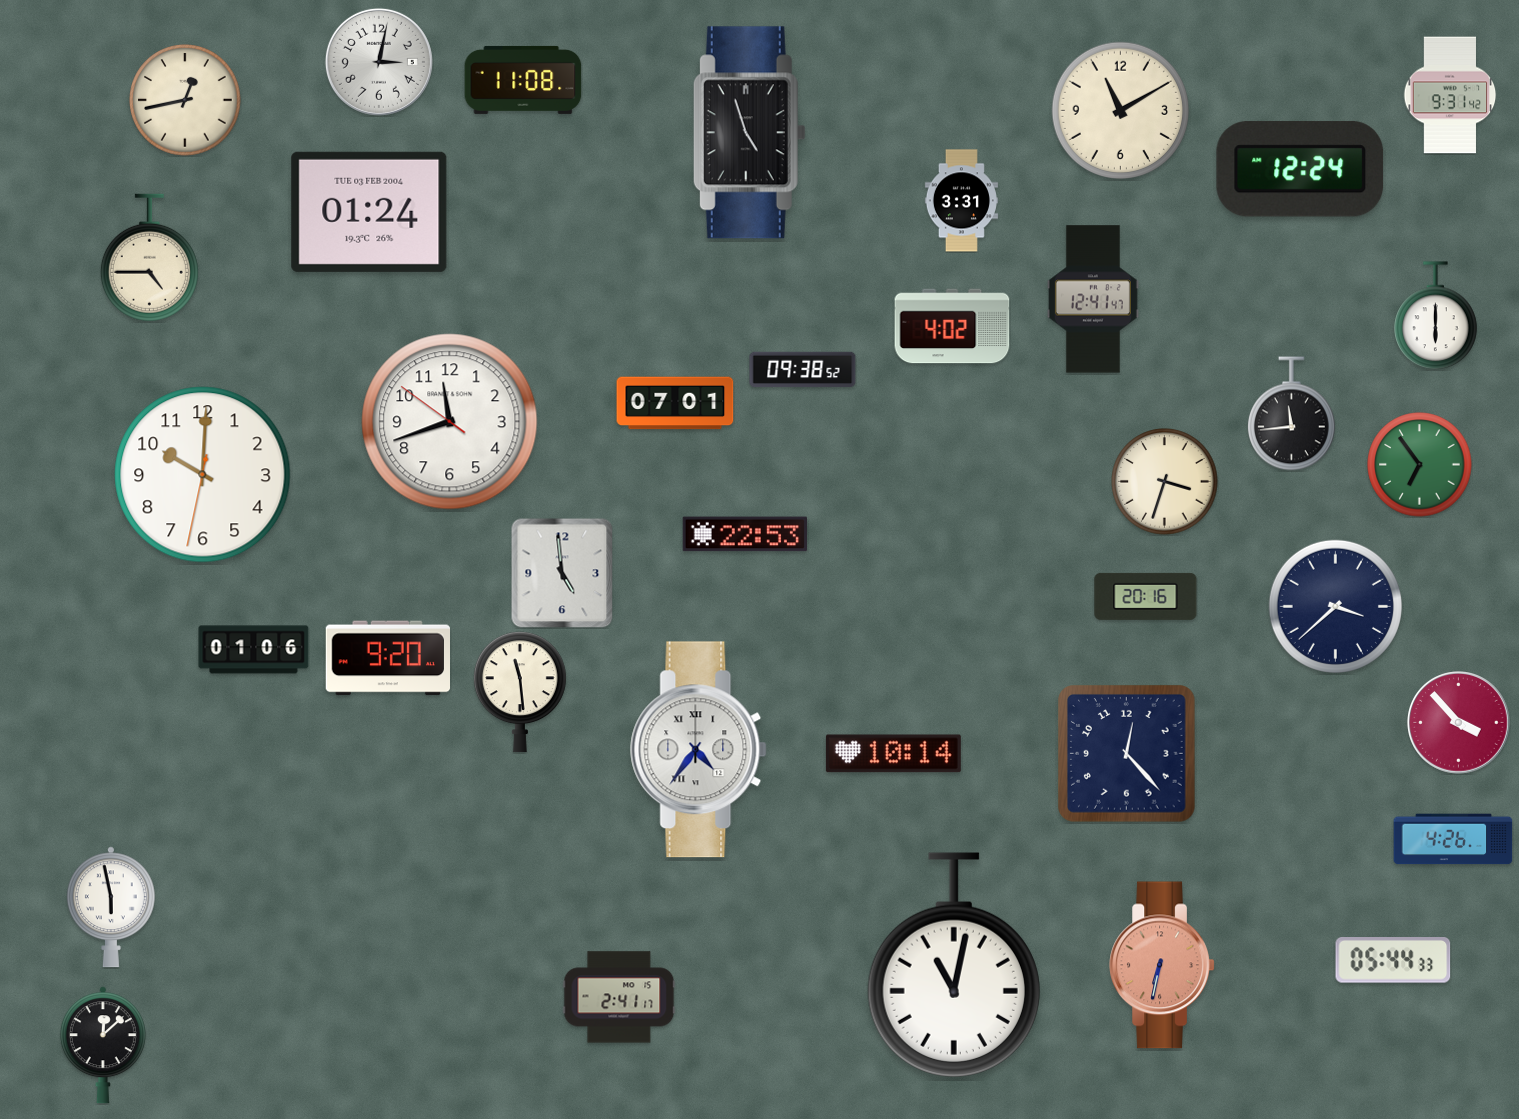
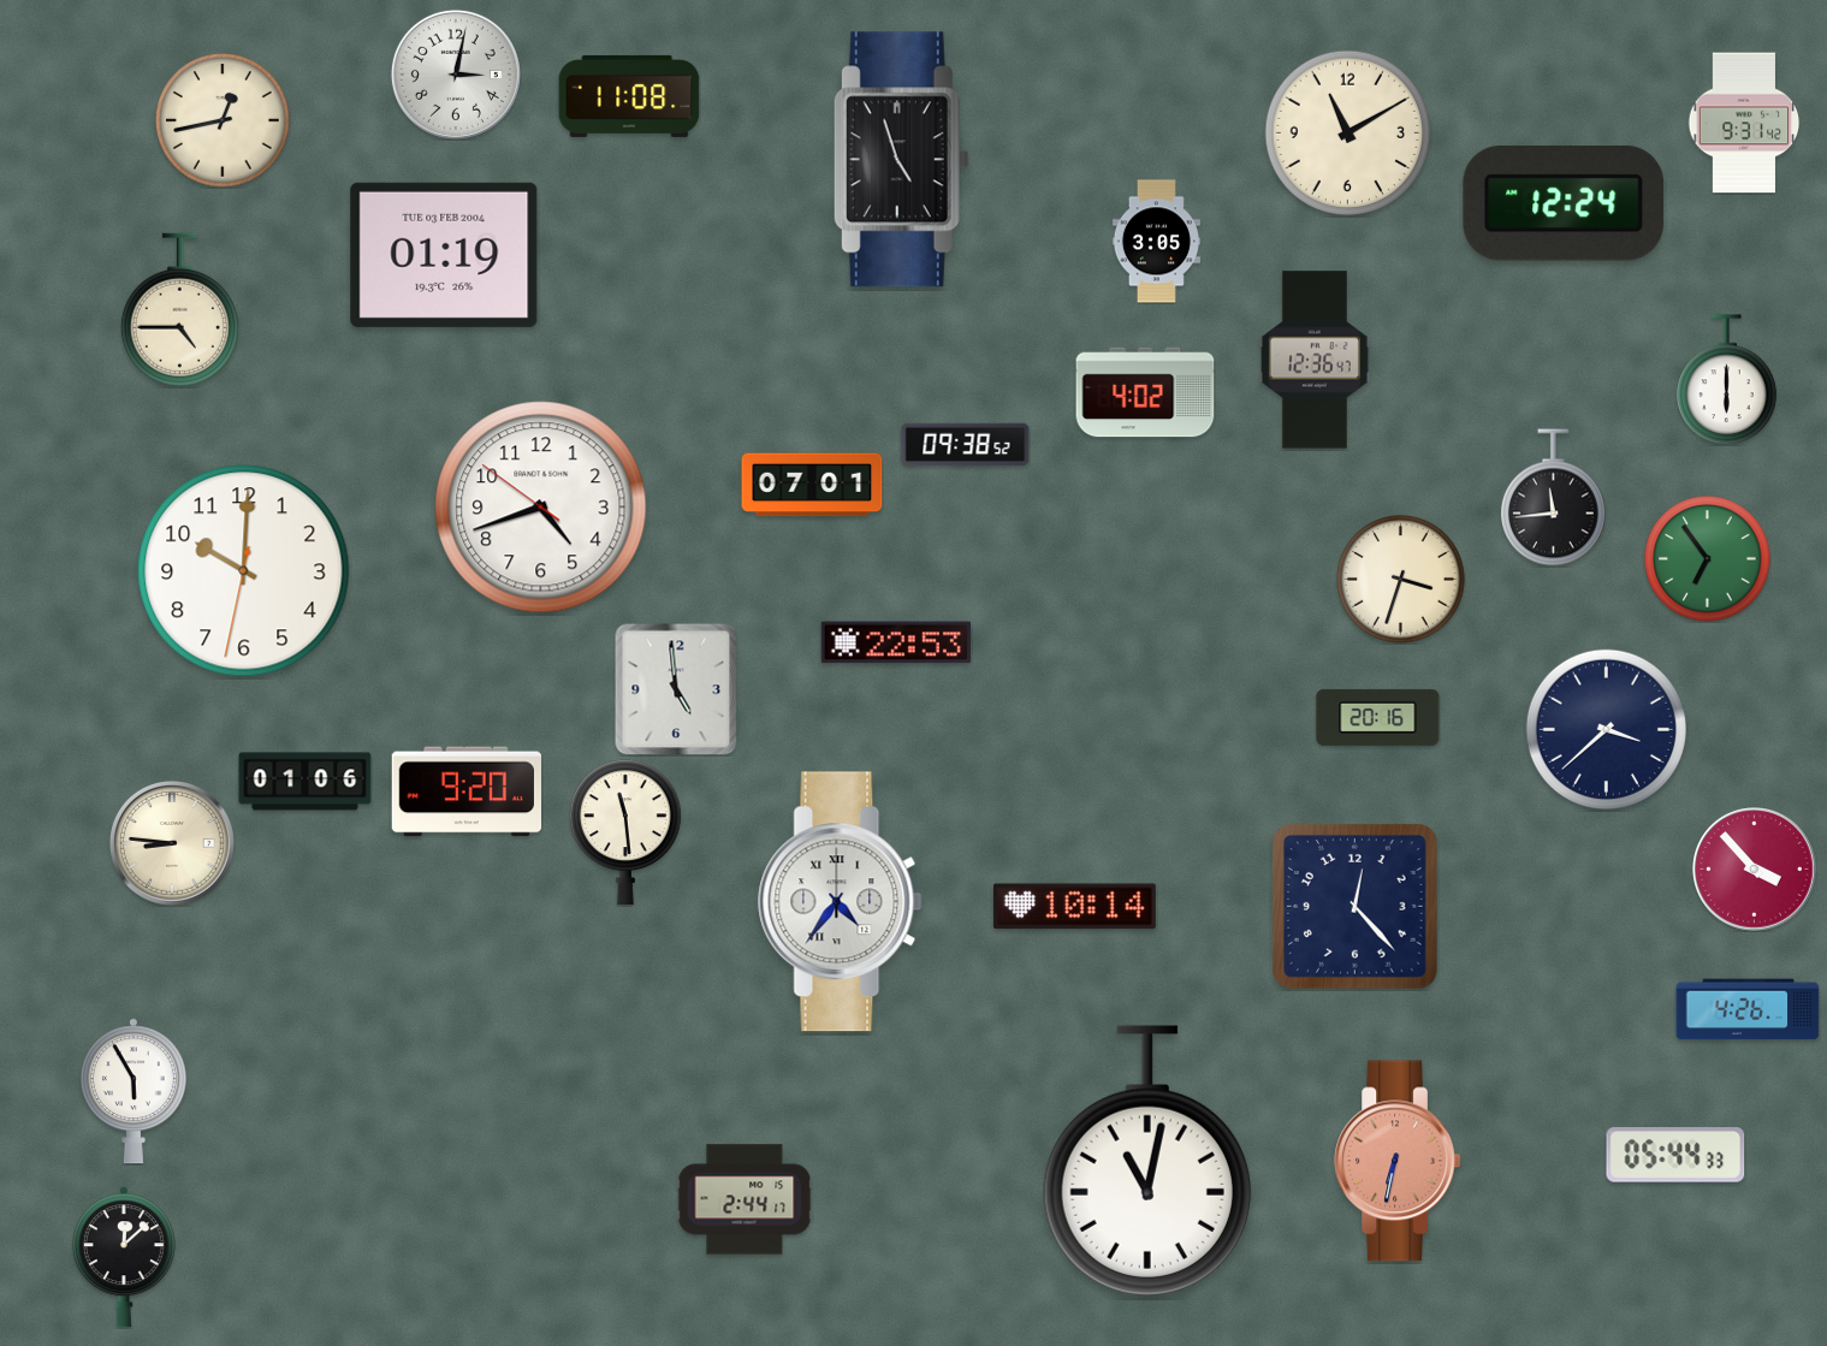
clock at (1450, 95) position: (1450, 95) -> (1744, 123)
clock at (961, 201): 3:31 -> 3:05
clock at (369, 212): 01:24 -> 01:19
clock at (1093, 299): 12:41 -> 12:36
clock at (450, 422): 11:41 -> 4:41
clock at (172, 843): none -> 8:46
clock at (111, 907): 5:58 -> 5:55
clock at (619, 997): 2:41 -> 2:44
